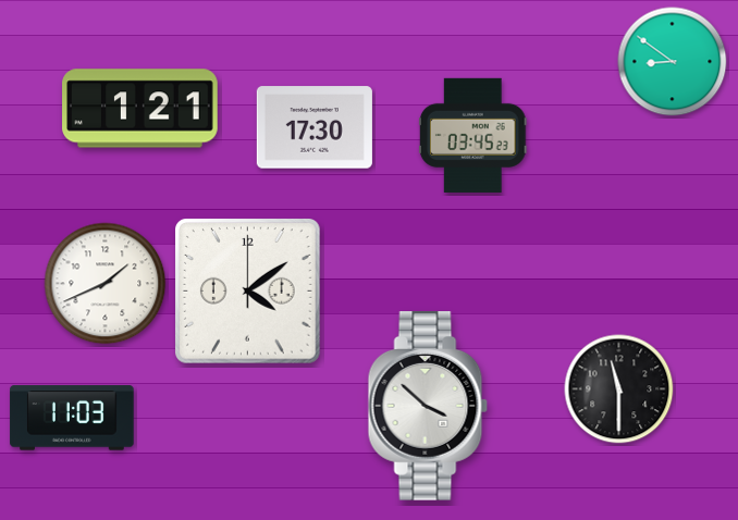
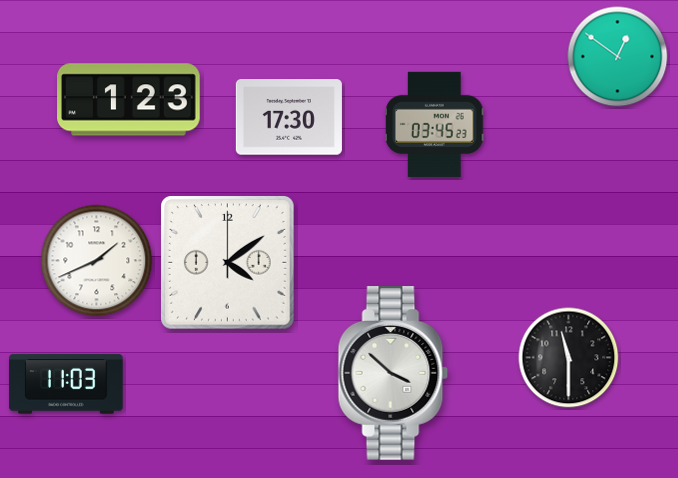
clock at (673, 62): 8:51 -> 12:51
clock at (140, 109): 1:21 -> 1:23
clock at (248, 292) position: (248, 292) -> (228, 263)
